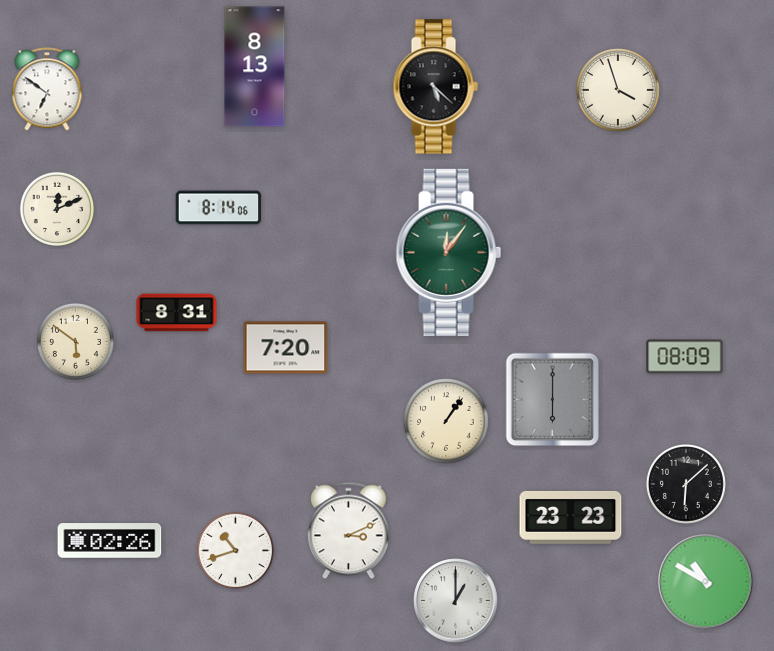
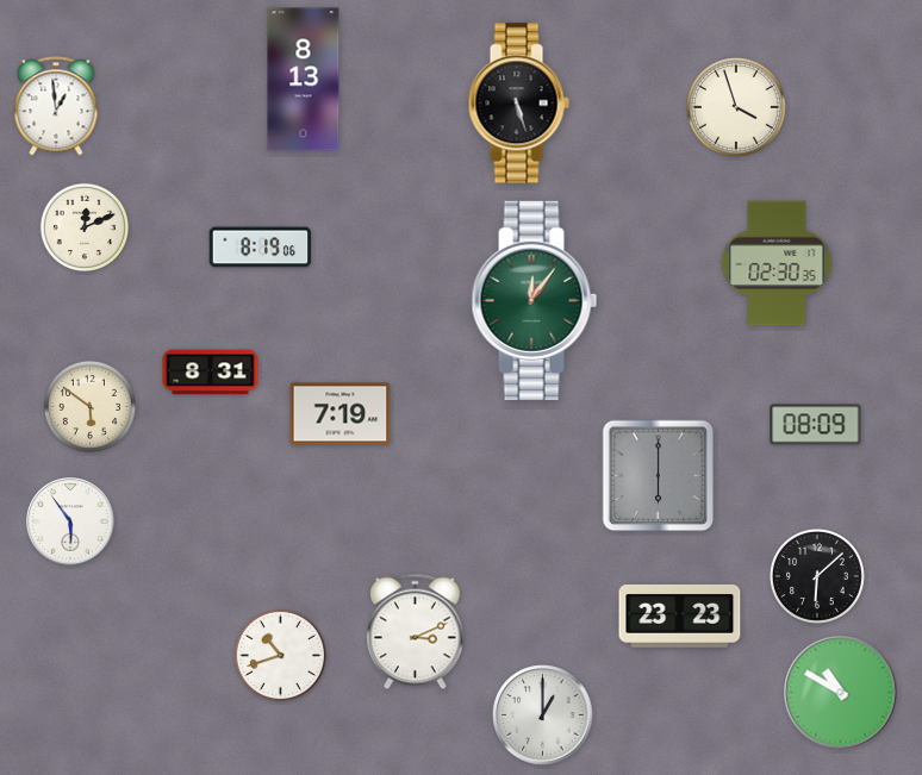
clock at (435, 87): 5:22 -> 5:27
clock at (47, 89): 6:51 -> 12:59
clock at (56, 208) position: (56, 208) -> (83, 226)
clock at (219, 208): 8:14 -> 8:19
clock at (777, 263): none -> 02:30
clock at (286, 348): 7:20 -> 7:19
clock at (446, 421): 1:06 -> none
clock at (71, 523): none -> 5:54
clock at (110, 541): 02:26 -> none
